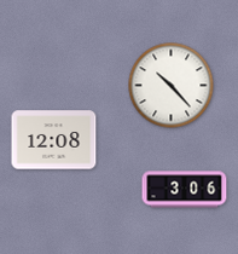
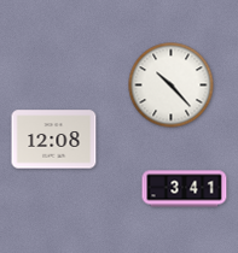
clock at (185, 190): 3:06 -> 3:41
